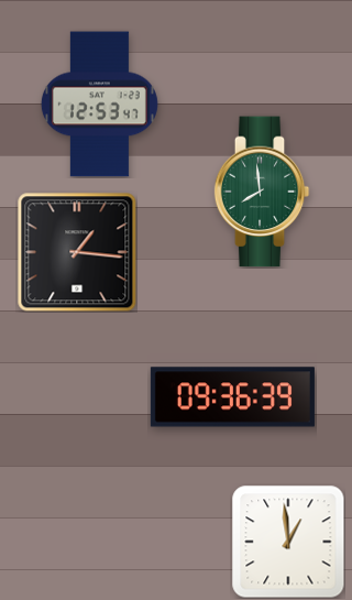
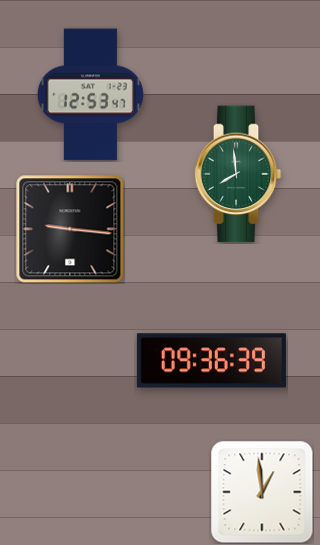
clock at (77, 252): 1:16 -> 9:16
